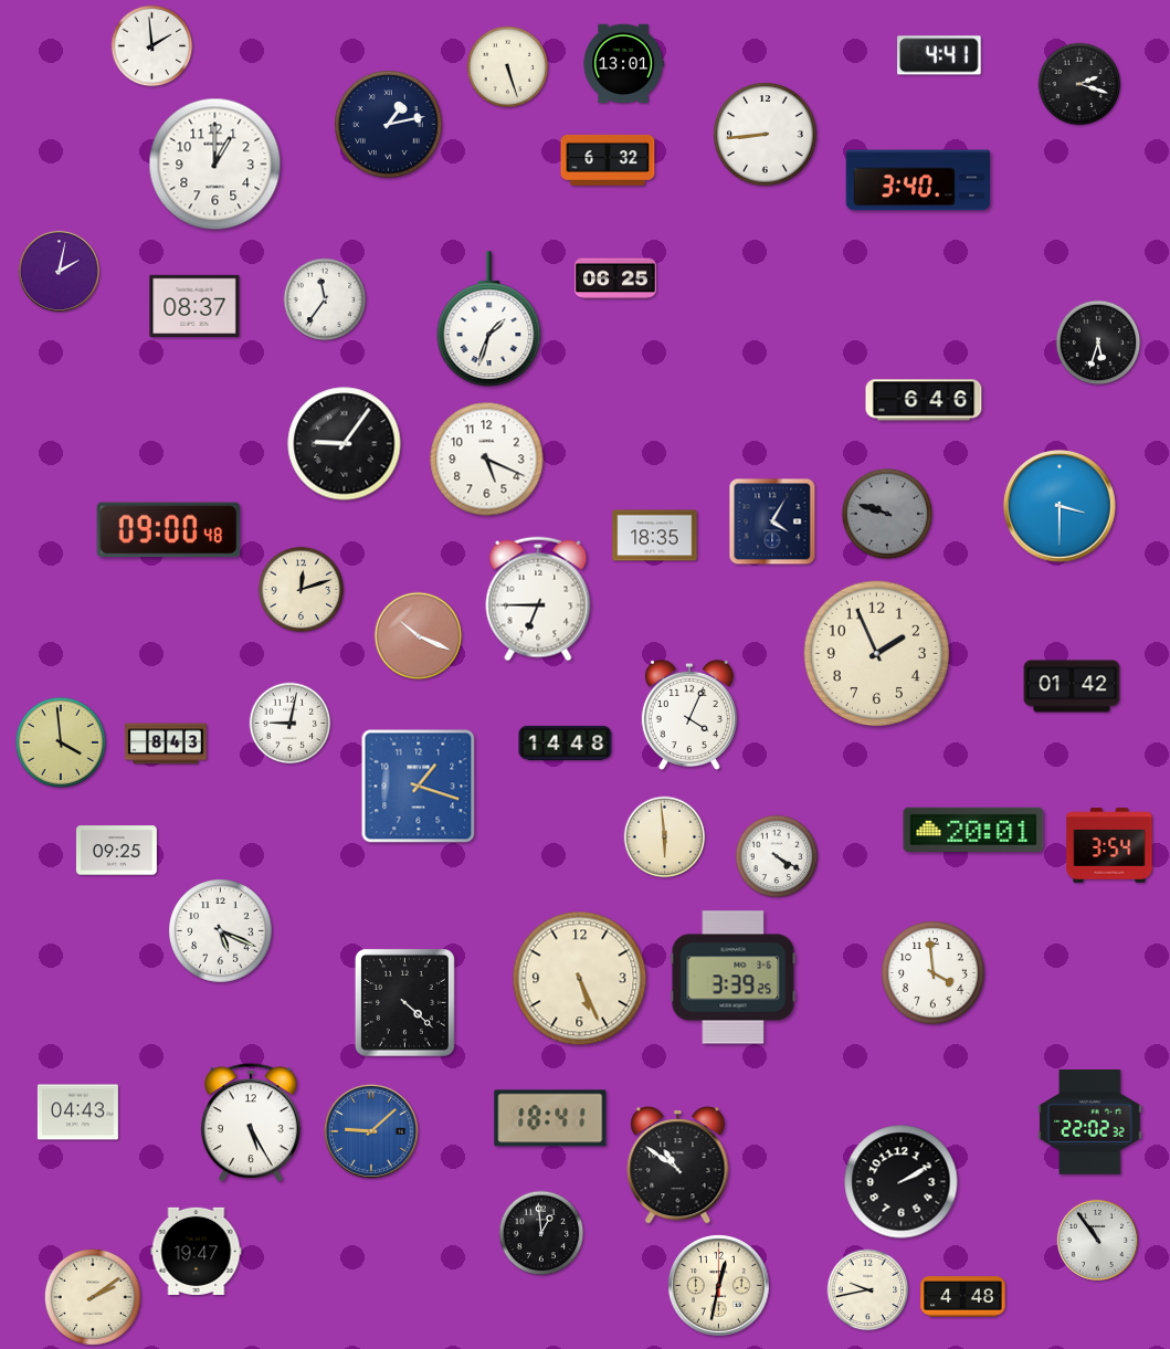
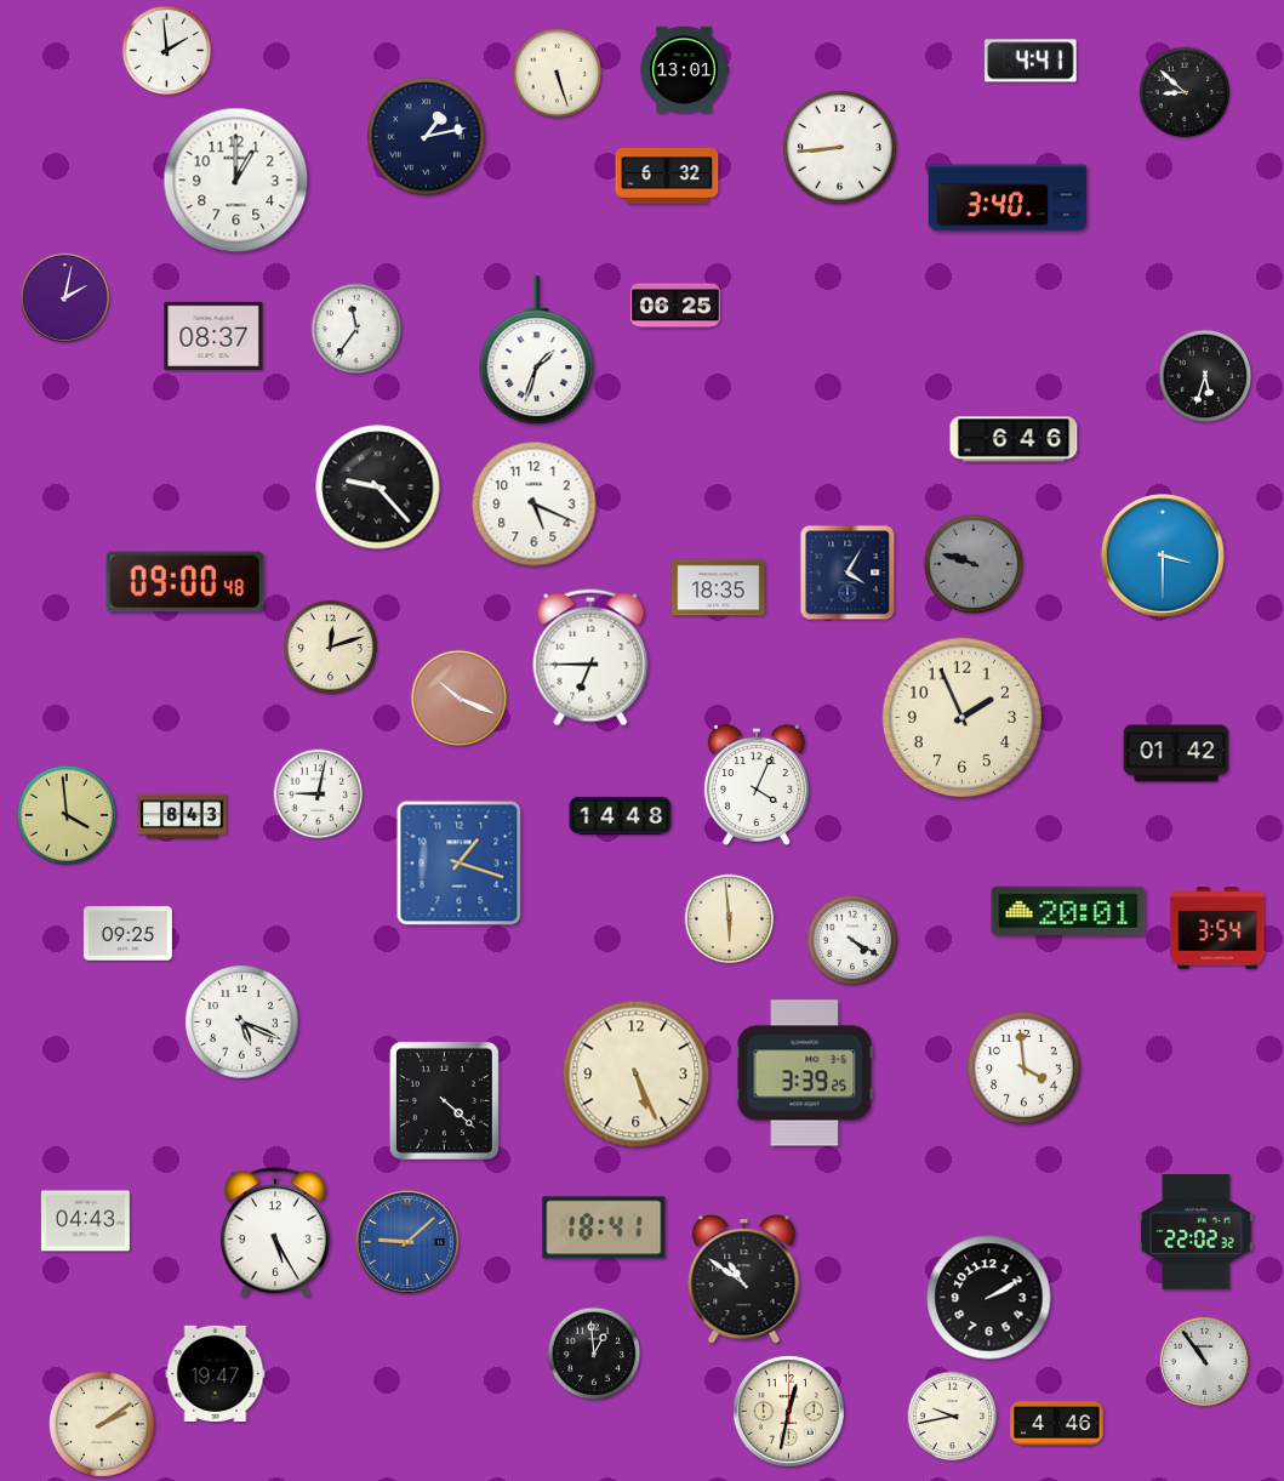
clock at (1079, 84): 2:18 -> 8:52
clock at (345, 444): 9:06 -> 9:23
clock at (963, 1297): 4:48 -> 4:46
